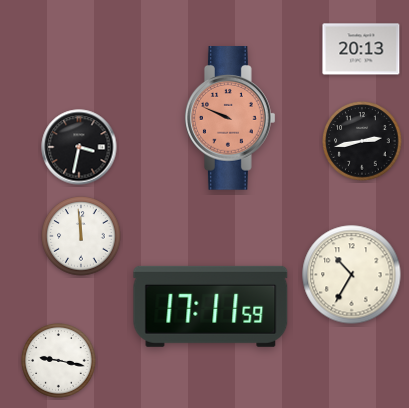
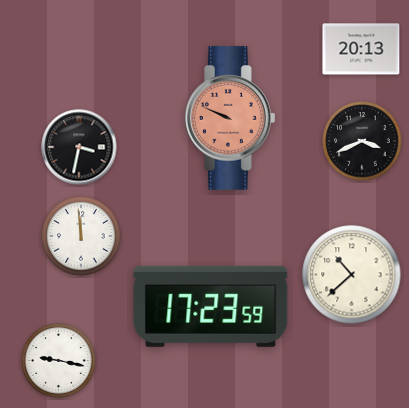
clock at (362, 141): 2:43 -> 3:41
clock at (352, 275): 10:35 -> 10:38
clock at (211, 306): 17:11 -> 17:23
